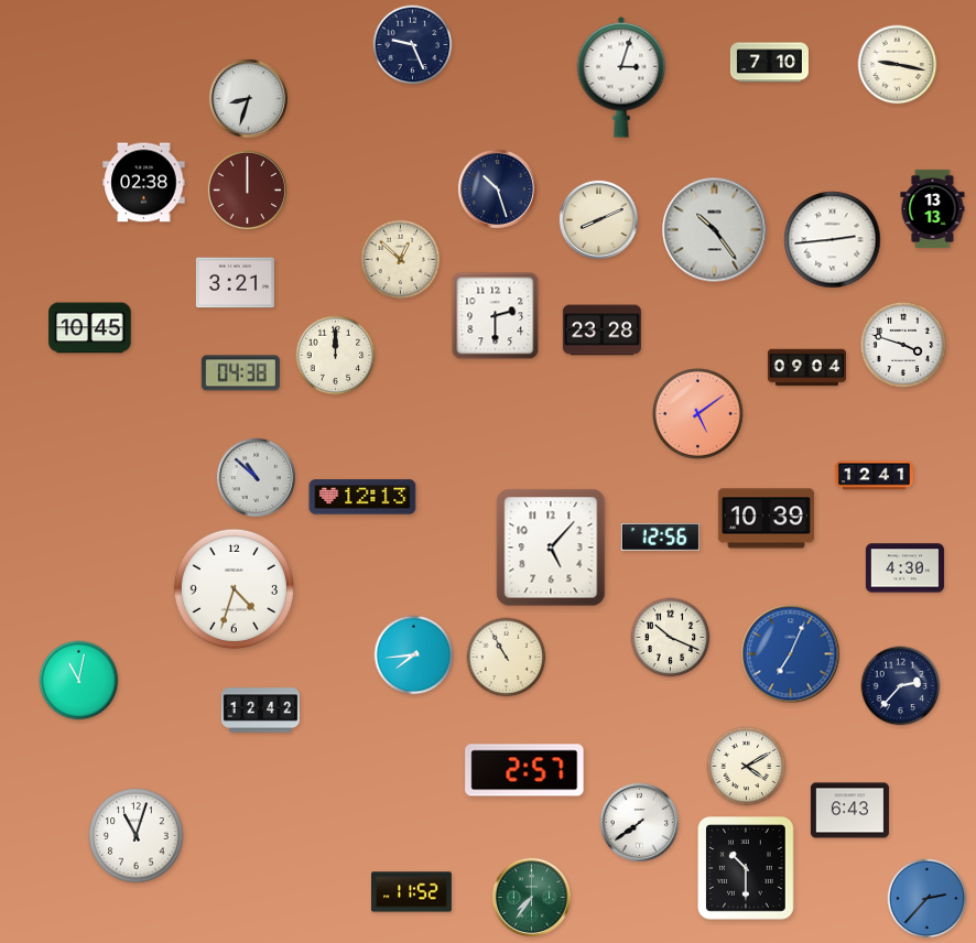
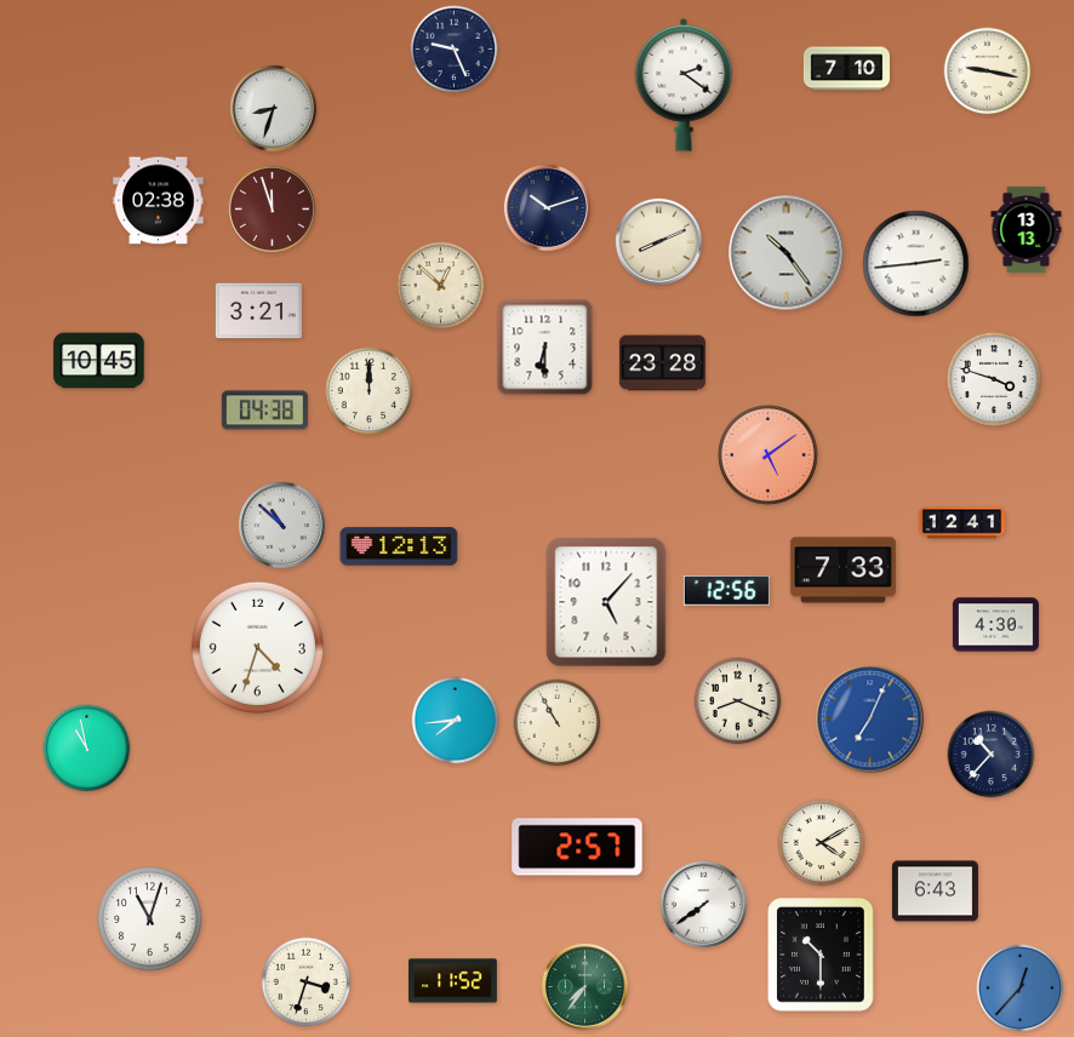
clock at (621, 77): 3:03 -> 2:21
clock at (497, 188): 10:27 -> 10:12
clock at (247, 189): 12:00 -> 11:57
clock at (496, 316): 2:30 -> 6:30
clock at (806, 368): 09:04 -> none
clock at (766, 519): 10:39 -> 7:33
clock at (671, 638): 10:19 -> 8:19
clock at (79, 681): 11:02 -> 10:58
clock at (901, 686): 2:37 -> 10:37
clock at (260, 711): 12:42 -> none
clock at (307, 982): none -> 3:33
clock at (928, 899): 2:37 -> 12:37
